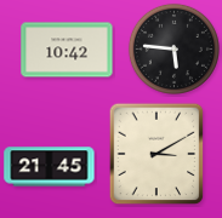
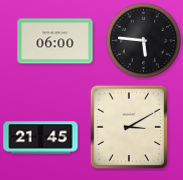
clock at (67, 50): 10:42 -> 06:00
